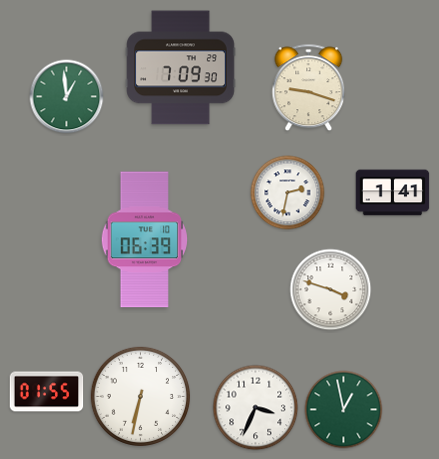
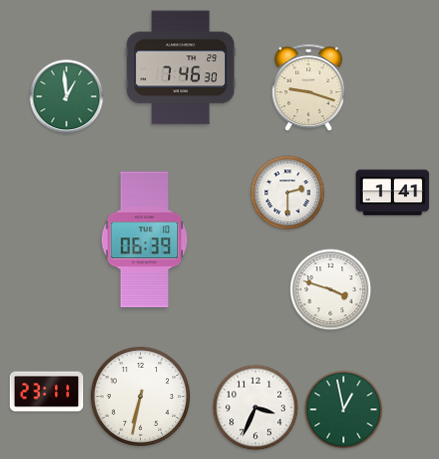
clock at (181, 68): 7:09 -> 7:46
clock at (288, 193): 2:32 -> 2:30
clock at (47, 392): 01:55 -> 23:11
